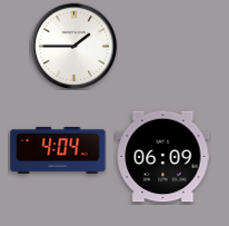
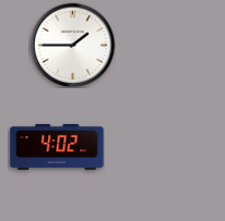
clock at (58, 150): 4:04 -> 4:02
clock at (163, 157): 06:09 -> none
